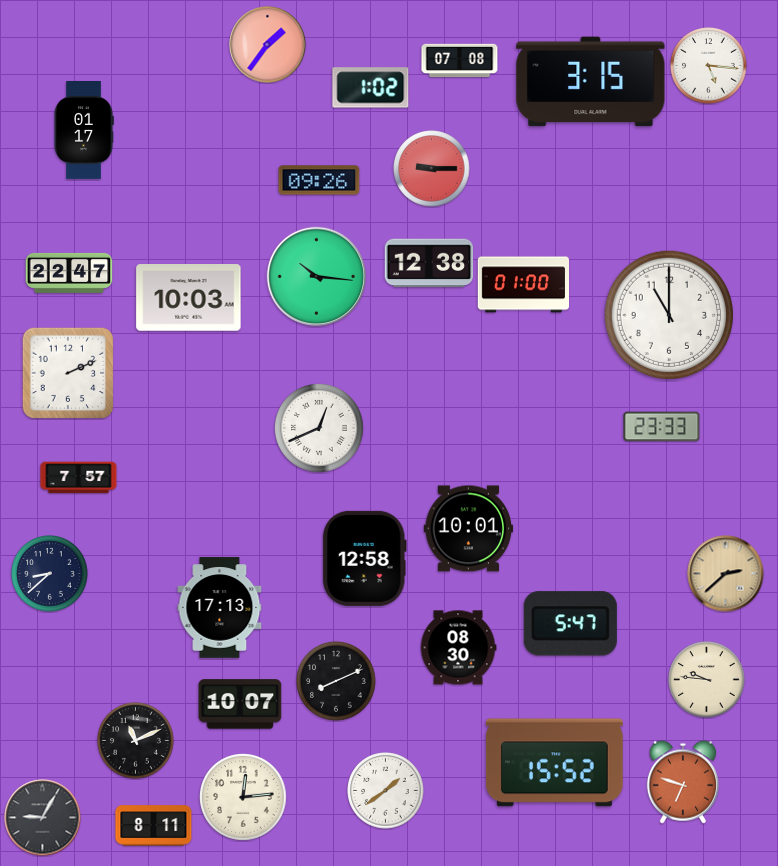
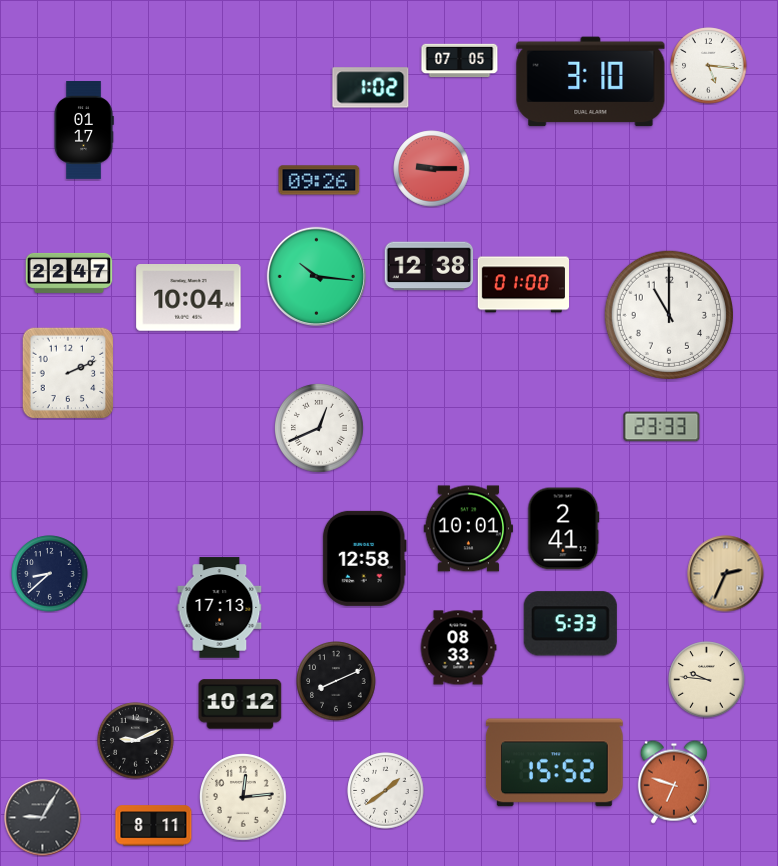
clock at (268, 45): 1:36 -> none
clock at (460, 61): 07:08 -> 07:05
clock at (591, 82): 3:15 -> 3:10
clock at (429, 263) position: (429, 263) -> (429, 266)
clock at (189, 298): 10:03 -> 10:04
clock at (79, 478): 7:57 -> none
clock at (564, 529): none -> 2:41
clock at (726, 574): 2:38 -> 2:34
clock at (570, 624): 5:47 -> 5:33
clock at (458, 648): 08:30 -> 08:33
clock at (240, 704): 10:07 -> 10:12
clock at (136, 741): 11:11 -> 9:11
clock at (683, 782) position: (683, 782) -> (674, 782)
